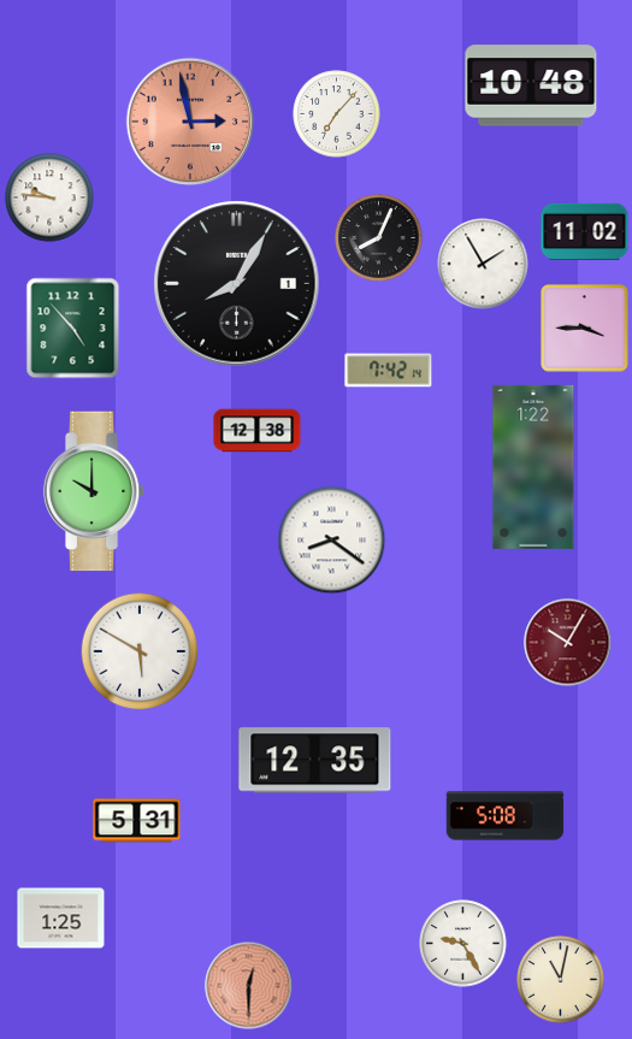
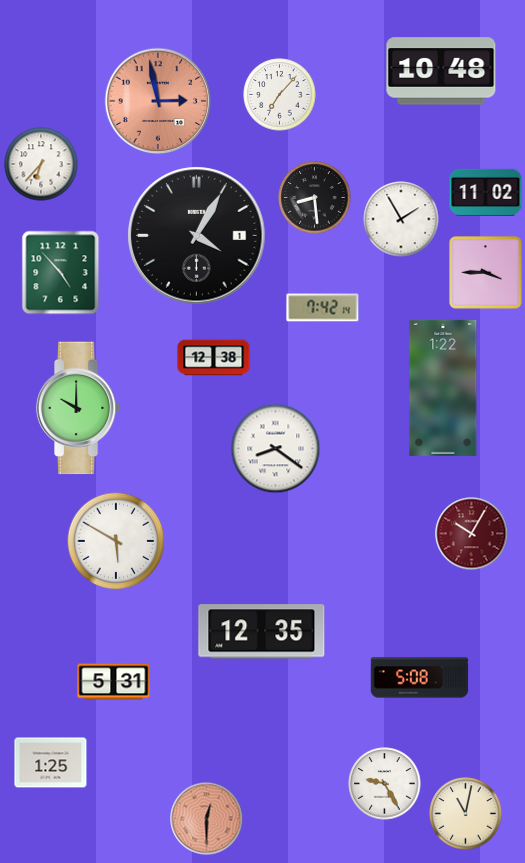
clock at (49, 197): 9:46 -> 6:37
clock at (379, 238): 8:04 -> 8:29
clock at (237, 284): 8:05 -> 4:05
